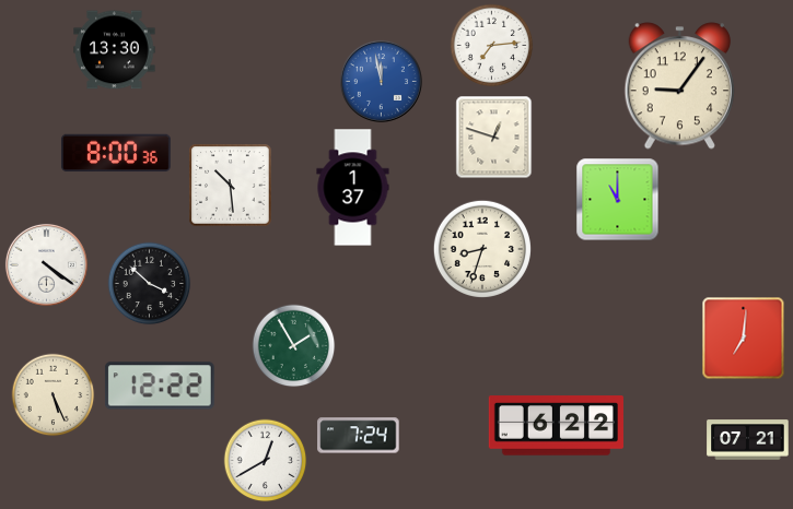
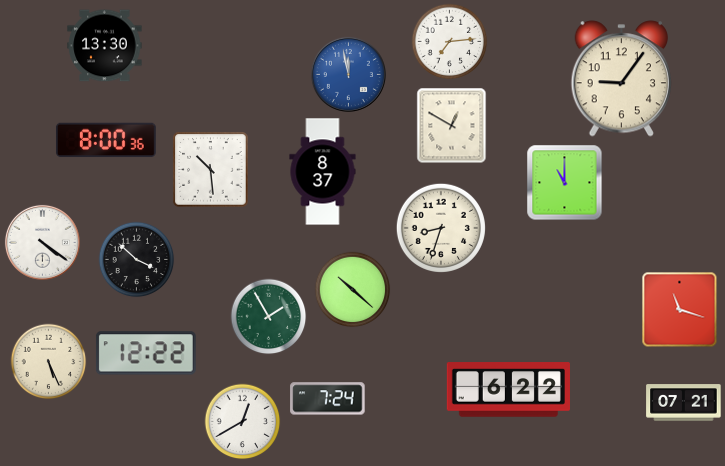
clock at (494, 138): 12:48 -> 12:50
clock at (353, 188): 1:37 -> 8:37
clock at (353, 290): none -> 10:22
clock at (744, 339): 7:01 -> 11:18
